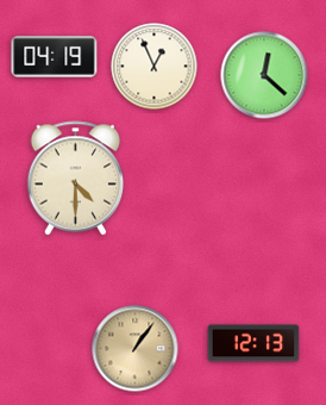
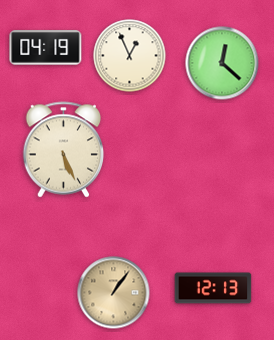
clock at (76, 179): 4:30 -> 5:26
